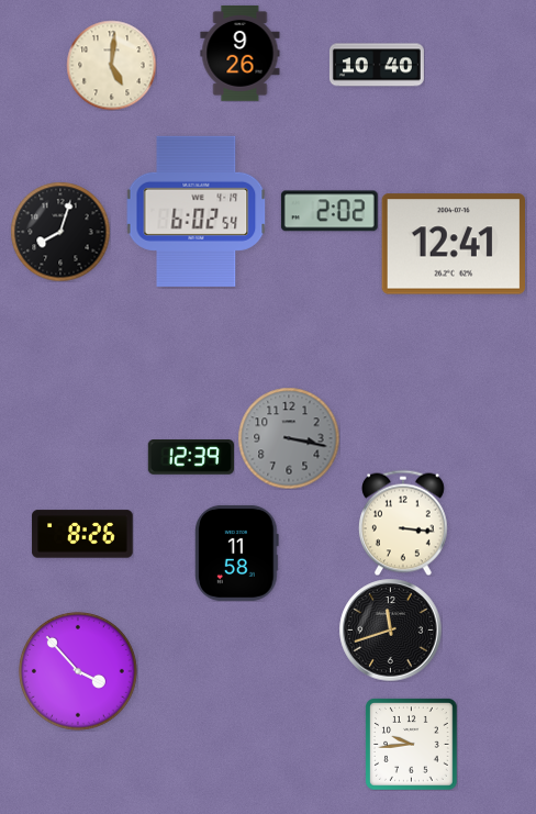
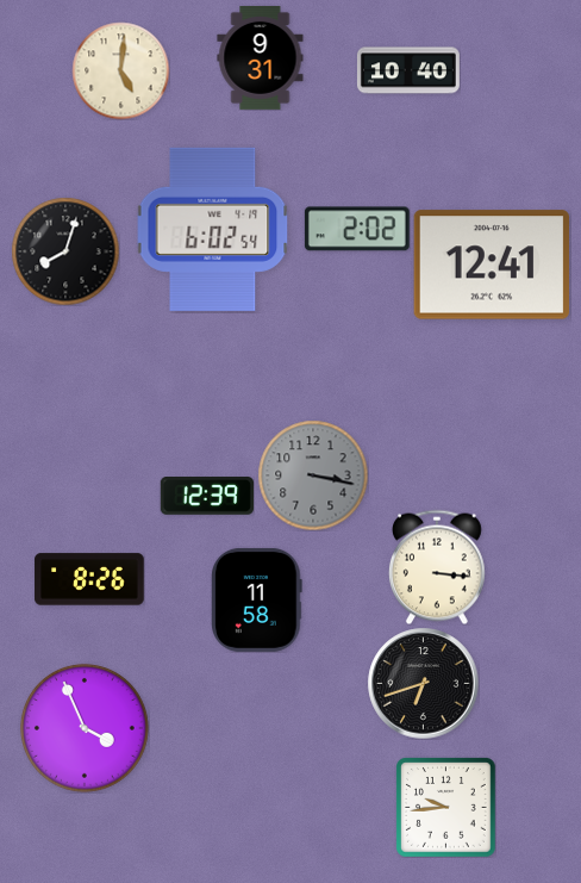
clock at (241, 53): 9:26 -> 9:31
clock at (390, 629): 11:42 -> 6:42
clock at (78, 671): 3:53 -> 3:56
